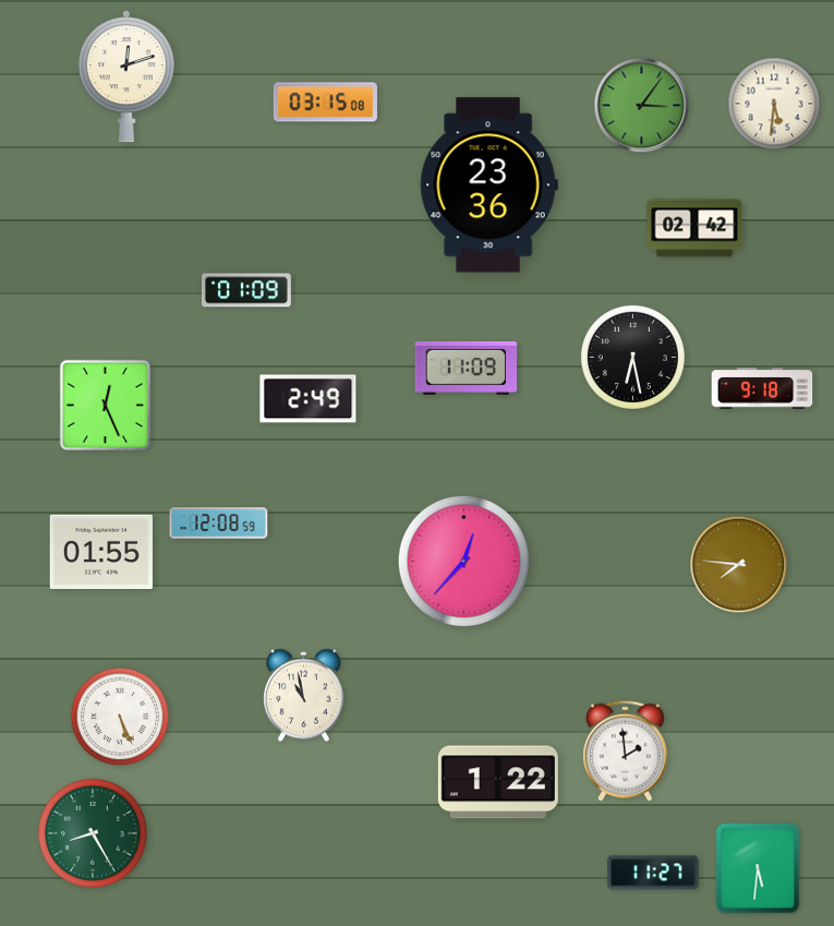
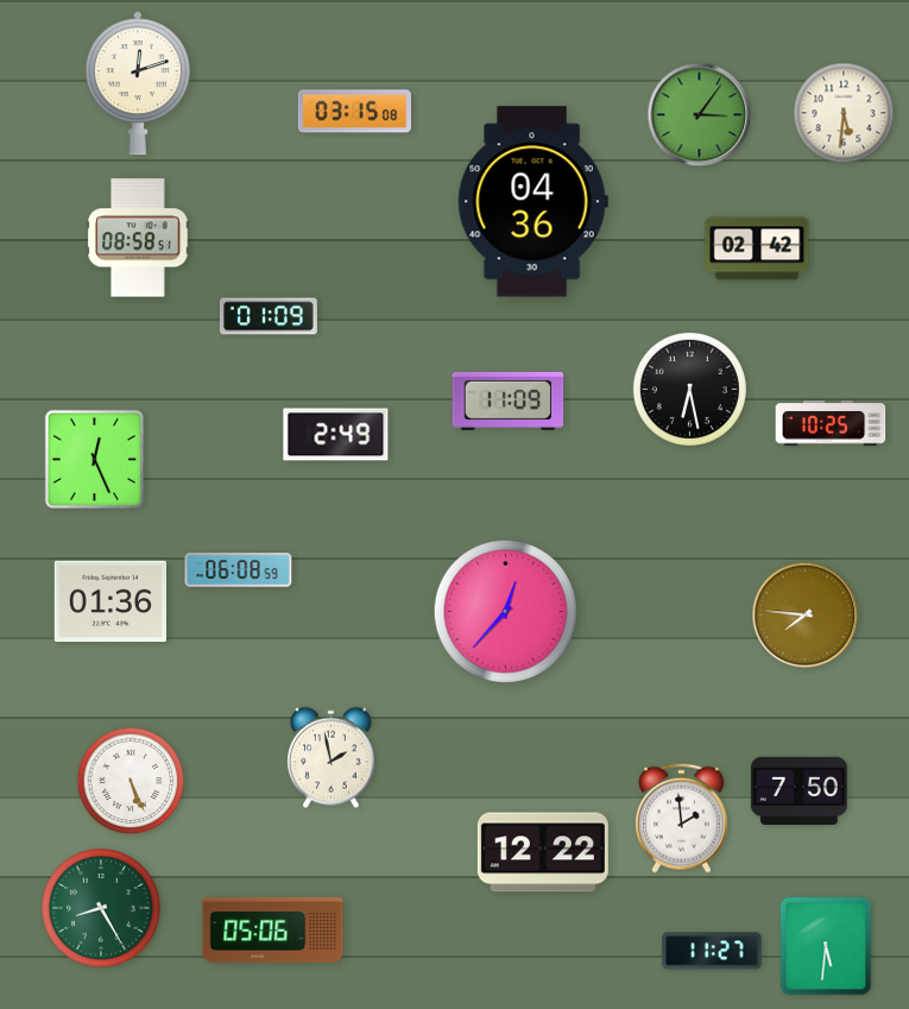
clock at (488, 185): 23:36 -> 04:36
clock at (138, 238): none -> 08:58
clock at (762, 388): 9:18 -> 10:25
clock at (105, 405) position: (105, 405) -> (94, 459)
clock at (219, 524): 12:08 -> 06:08
clock at (101, 551): 01:55 -> 01:36
clock at (304, 696): 10:58 -> 1:58
clock at (798, 790): none -> 7:50
clock at (498, 782): 1:22 -> 12:22
clock at (273, 931): none -> 05:06
